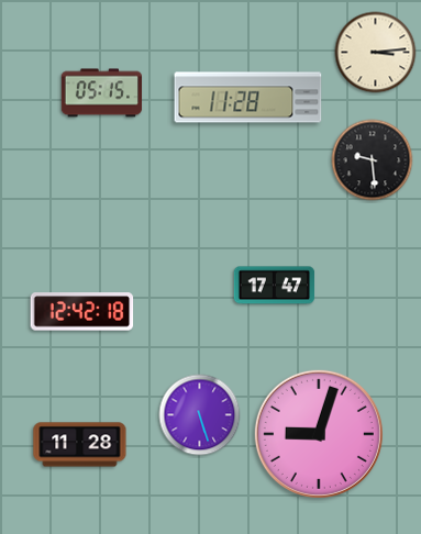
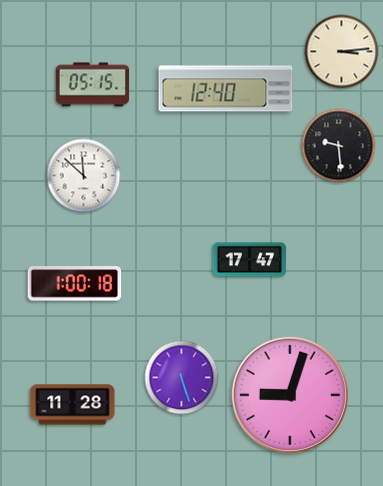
clock at (376, 53) position: (376, 53) -> (342, 52)
clock at (248, 98): 11:28 -> 12:40
clock at (84, 176): none -> 11:52
clock at (82, 312): 12:42 -> 1:00
